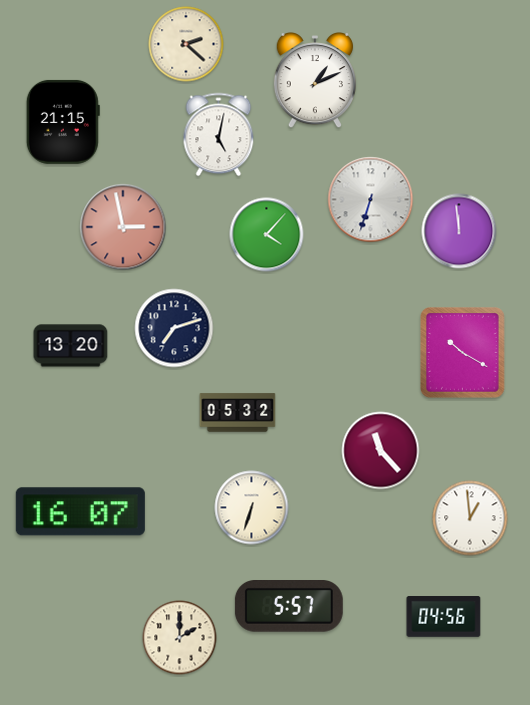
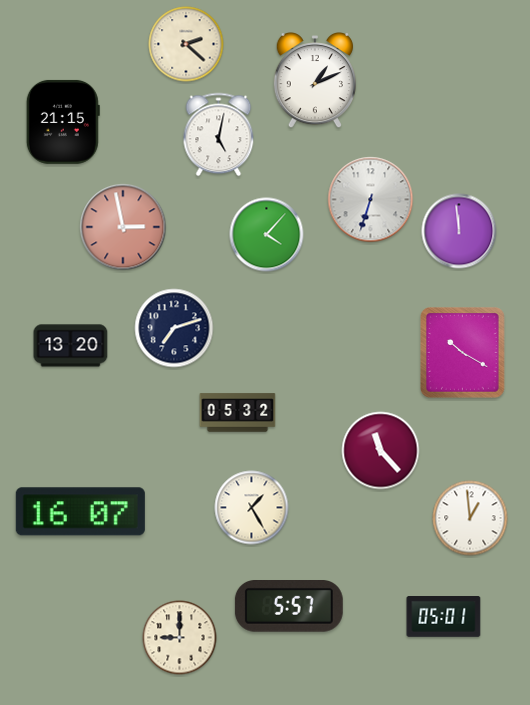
clock at (252, 508): 6:33 -> 1:25
clock at (444, 617): 04:56 -> 05:01
clock at (180, 638): 2:00 -> 9:00
